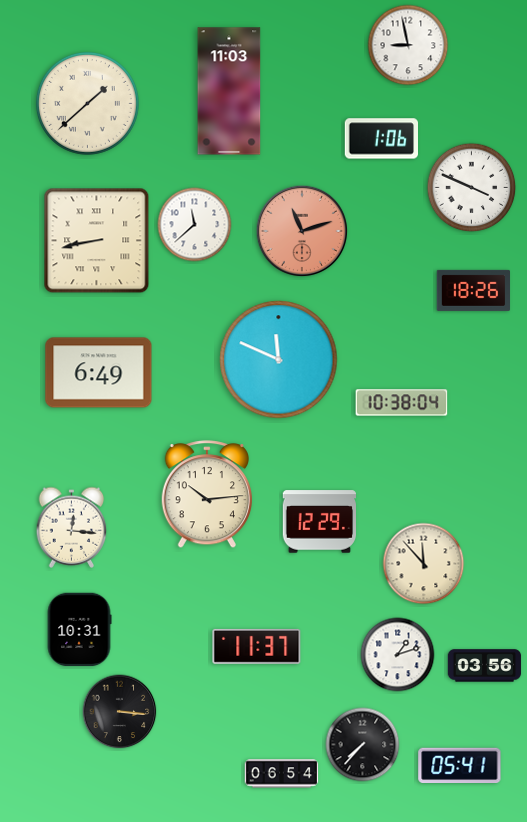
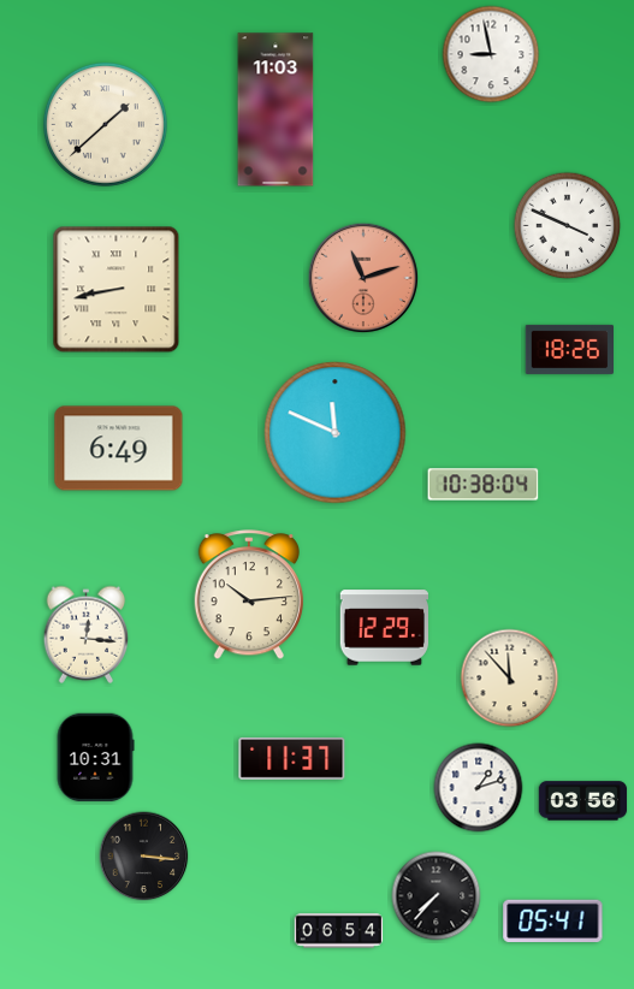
clock at (382, 139): 1:06 -> none
clock at (195, 225): 11:38 -> none
clock at (257, 646) position: (257, 646) -> (292, 758)
